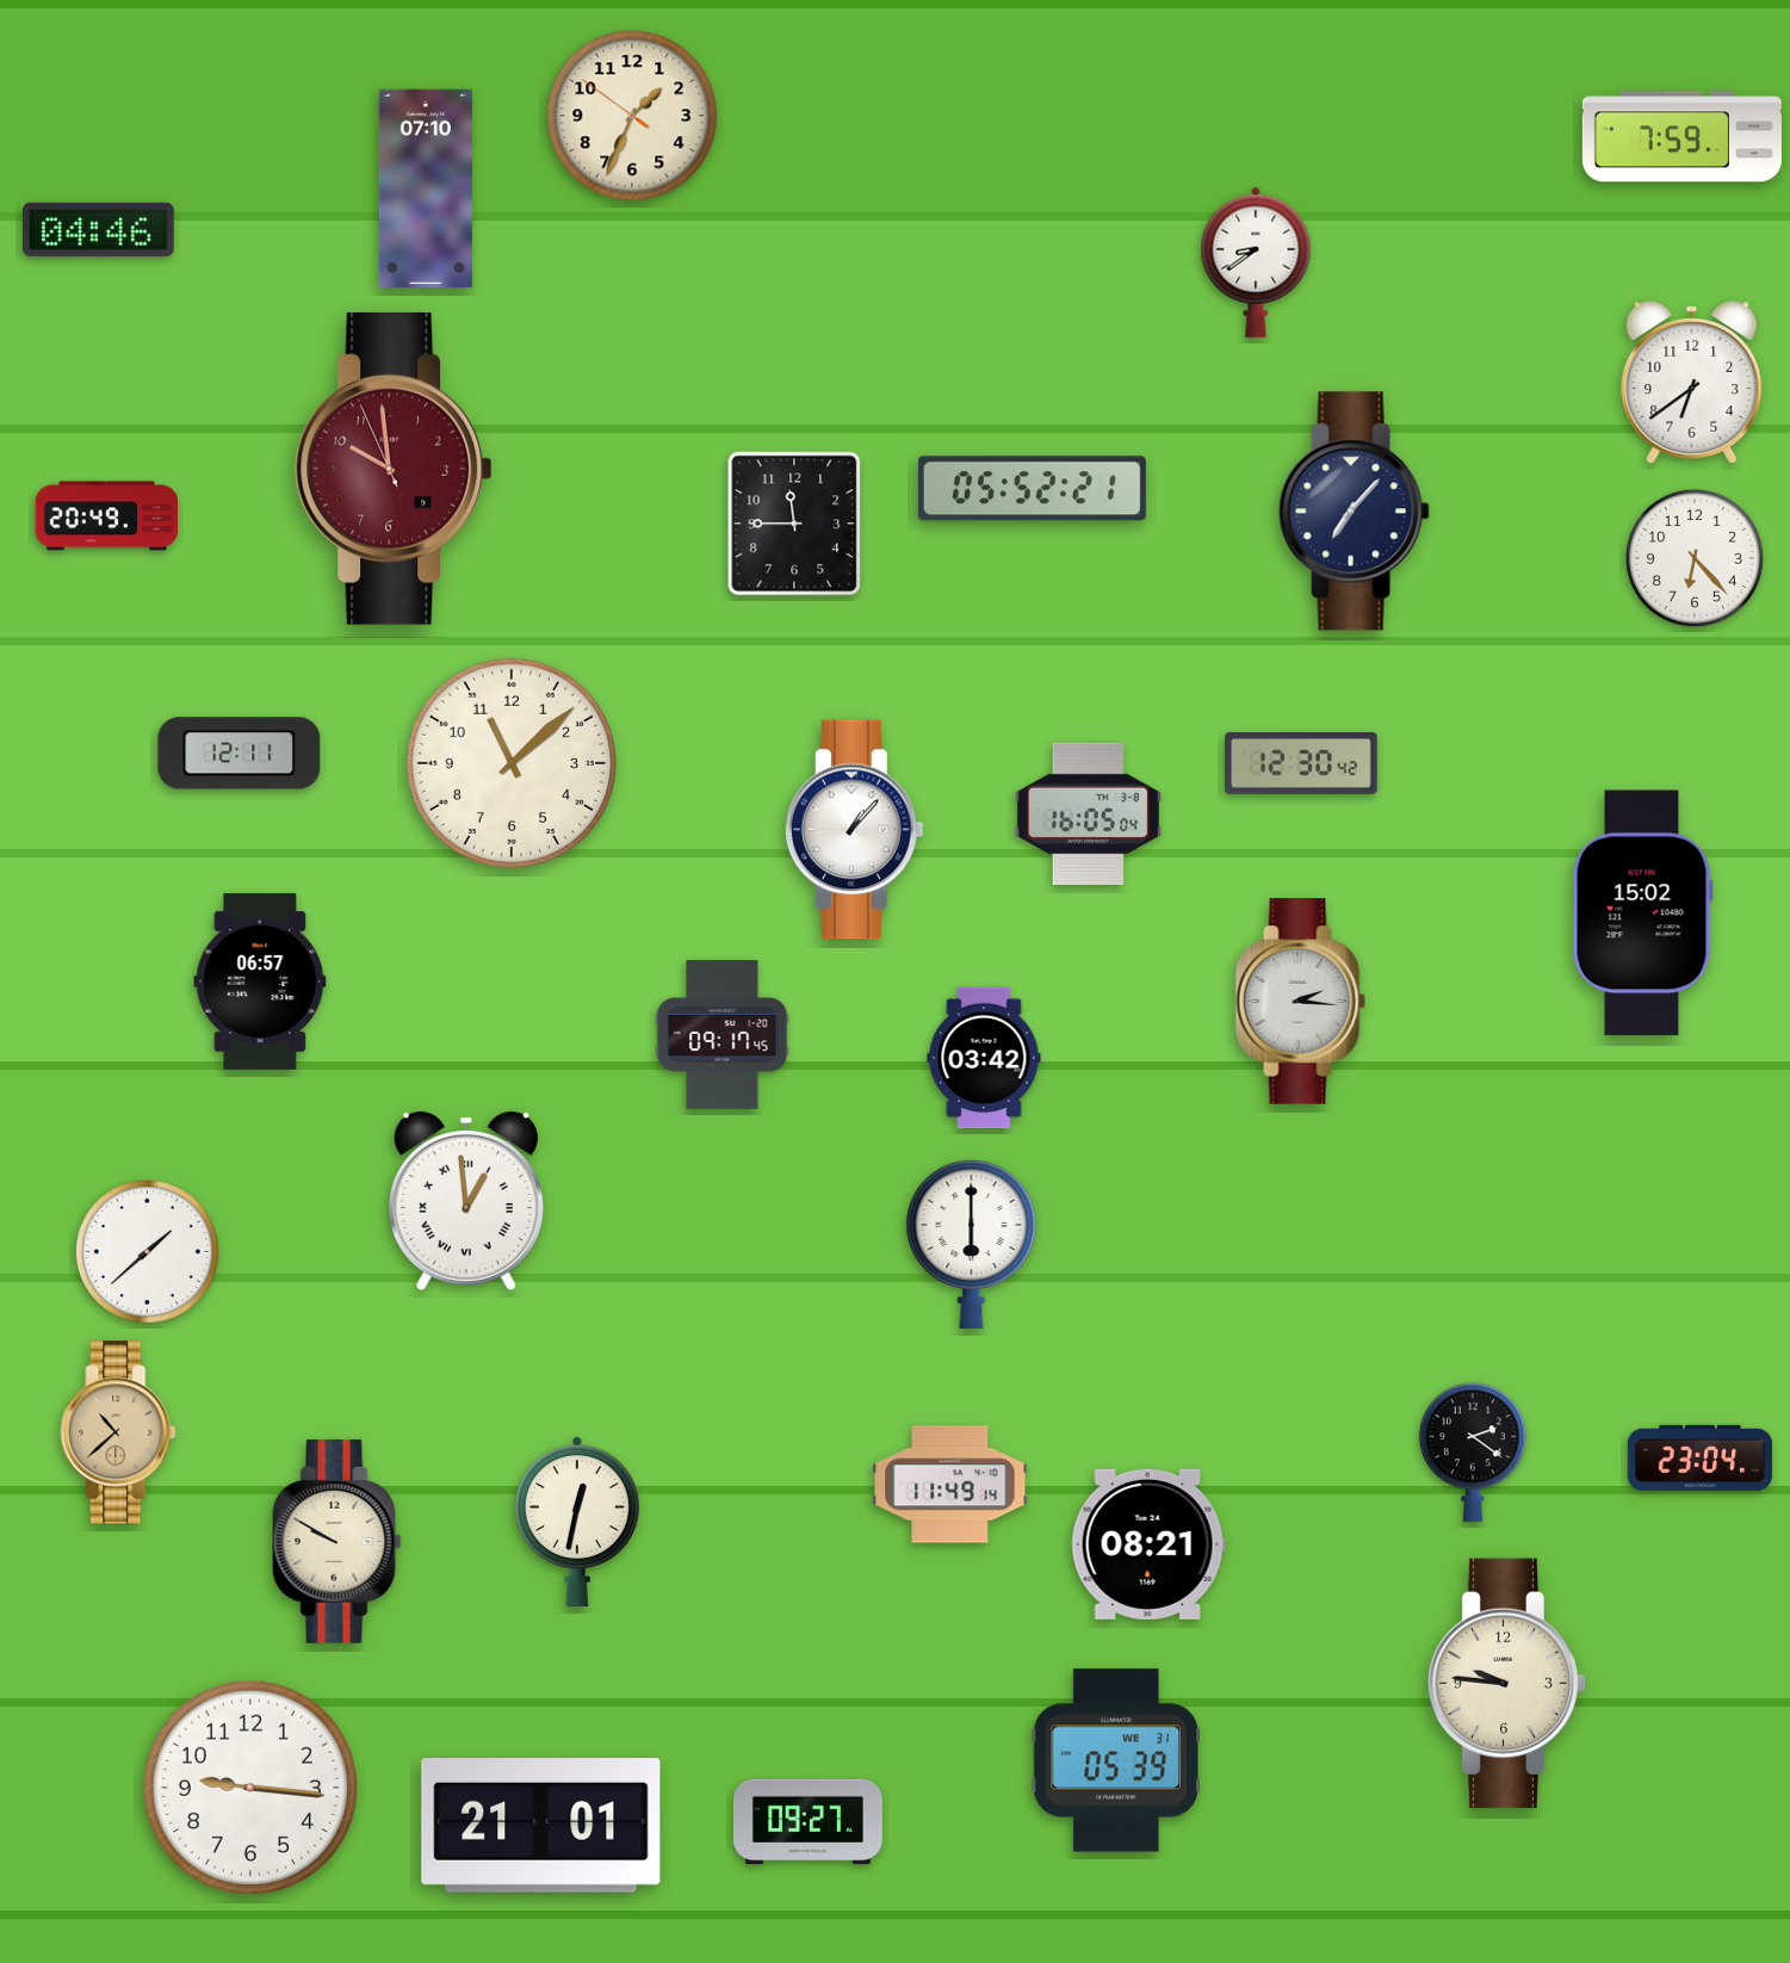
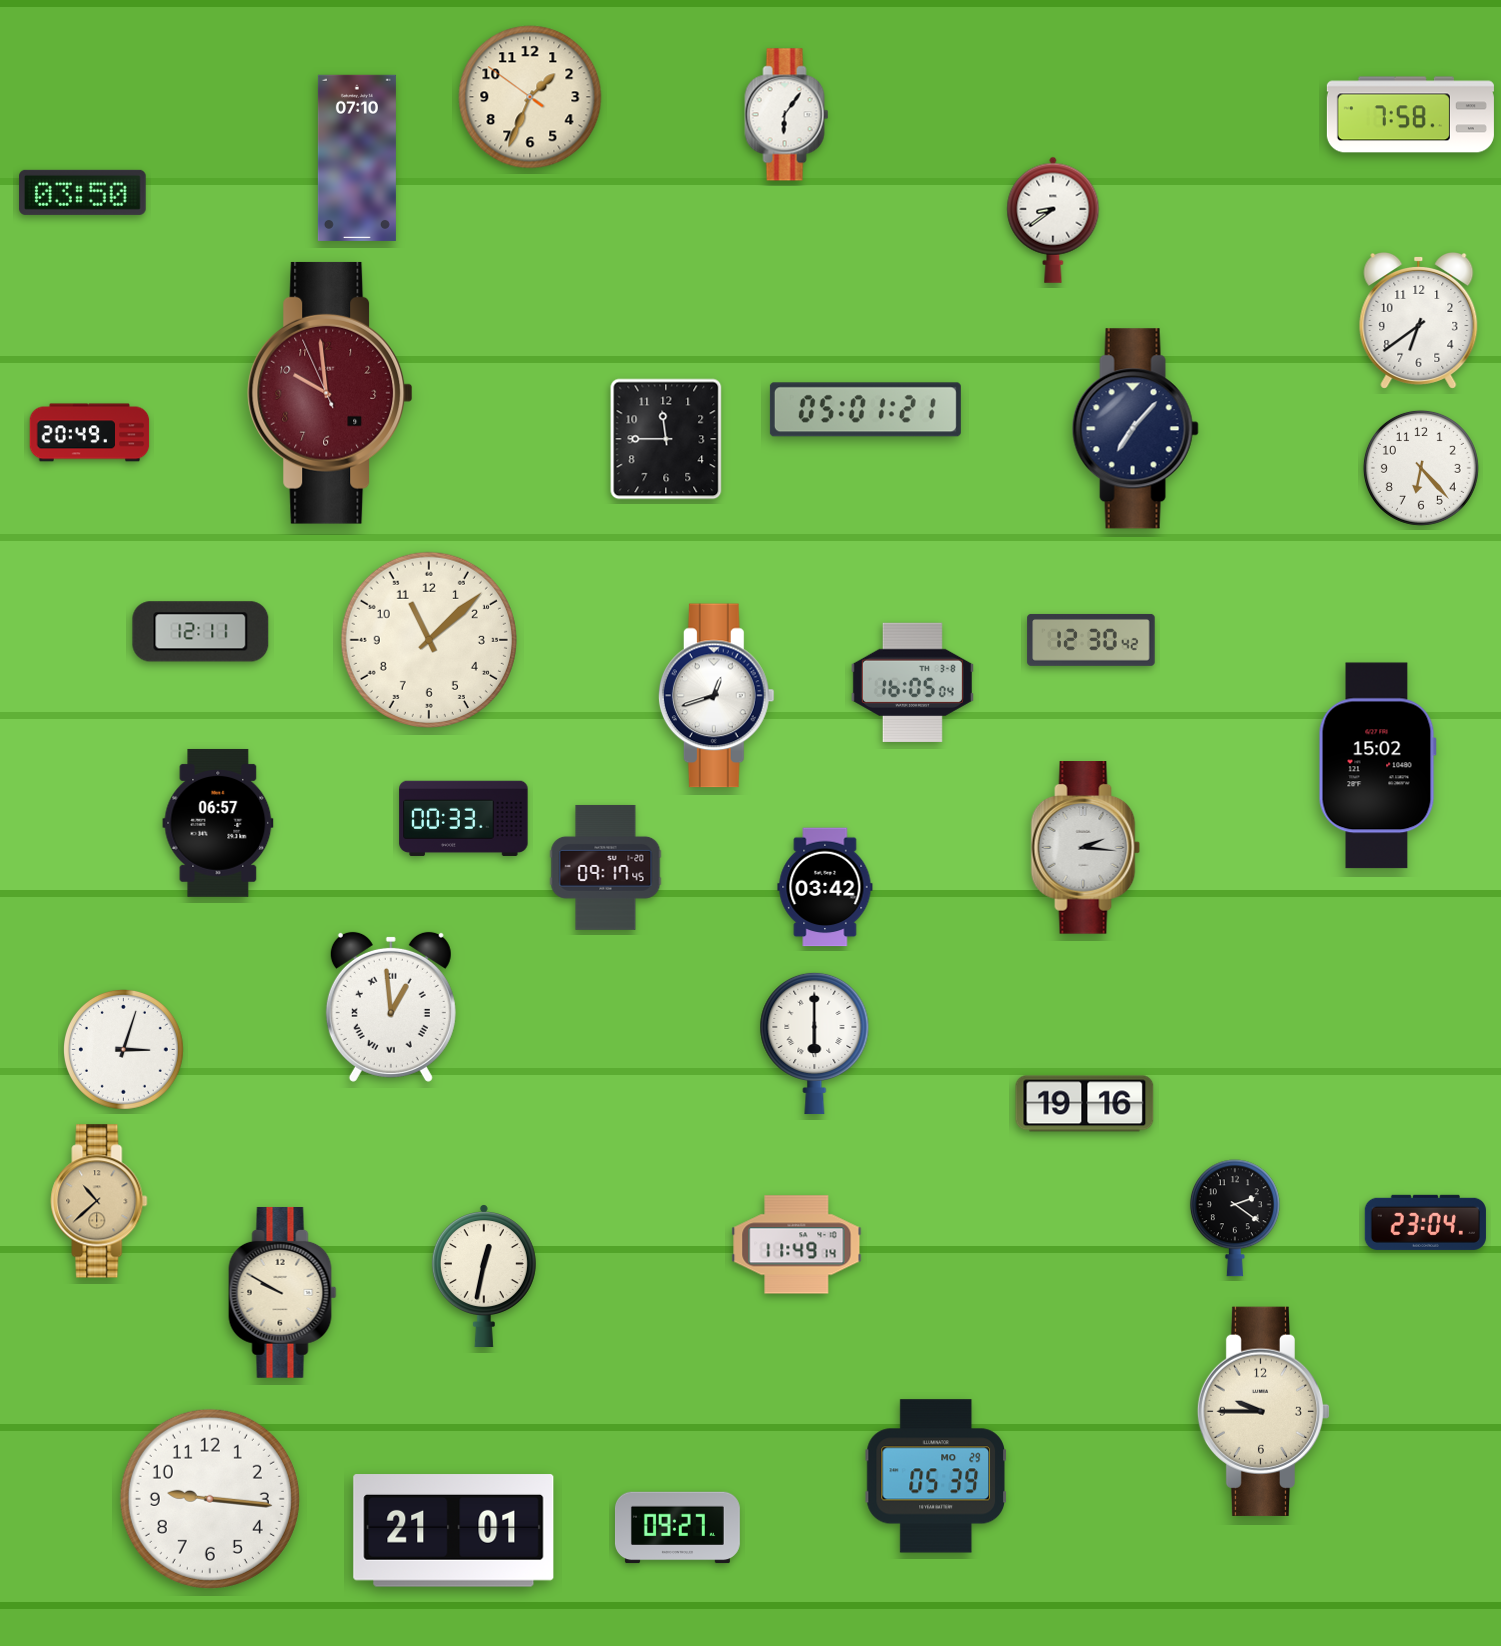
clock at (787, 115): none -> 6:06
clock at (1681, 137): 7:59 -> 7:58
clock at (99, 229): 04:46 -> 03:50
clock at (1032, 489): 05:52 -> 05:01
clock at (854, 830): 1:07 -> 12:42
clock at (464, 818): none -> 00:33
clock at (1301, 1002) position: (1301, 1002) -> (1086, 848)
clock at (148, 1252): 1:38 -> 3:03
clock at (1085, 1104): none -> 19:16
clock at (1148, 1544): 08:21 -> none
clock at (1507, 1683): 9:46 -> 9:45
clock at (1115, 1760) date: WE 31 -> MO 29
